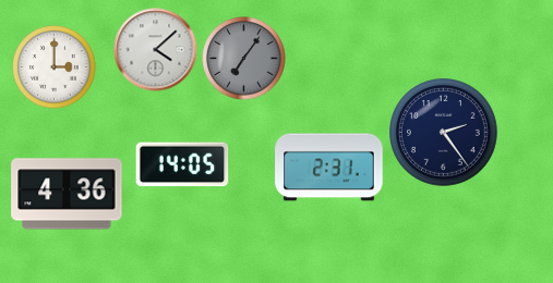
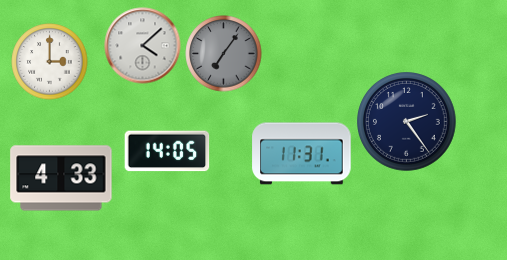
clock at (329, 168): 2:31 -> 11:31
clock at (67, 194): 4:36 -> 4:33
